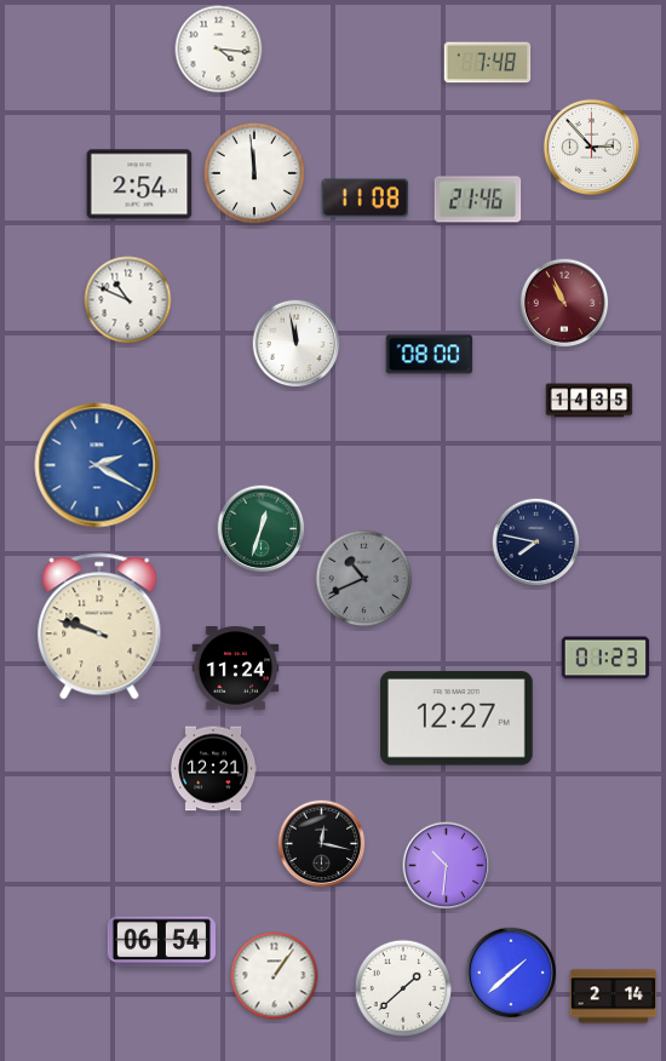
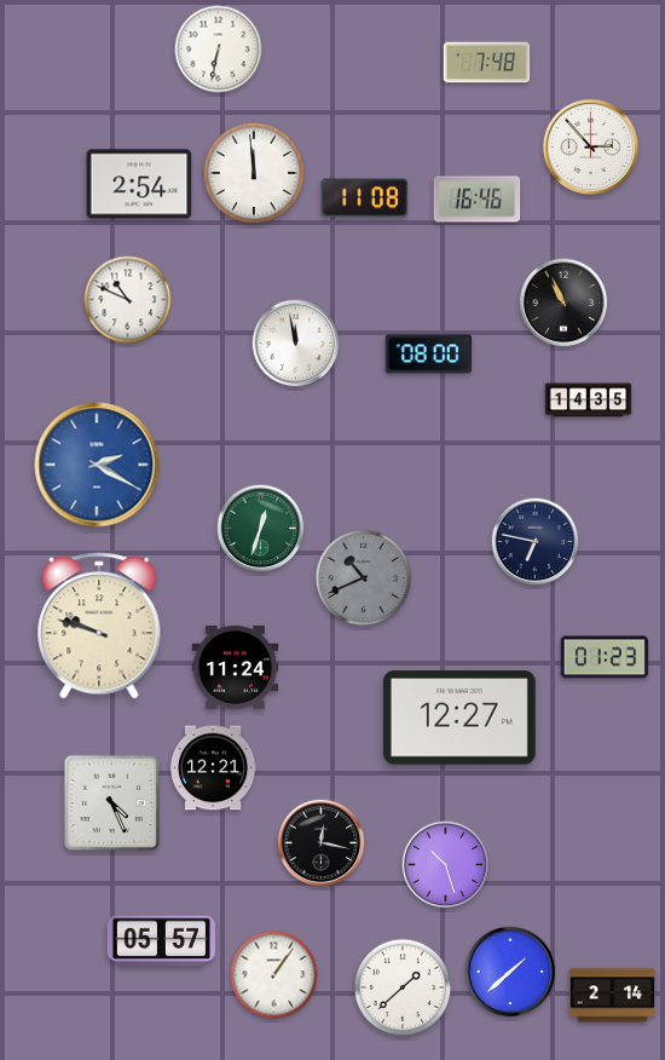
clock at (219, 50): 4:16 -> 6:32
clock at (478, 200): 21:46 -> 16:46
clock at (564, 303) dial: burgundy -> black
clock at (536, 543): 7:47 -> 6:47
clock at (457, 718) position: (457, 718) -> (459, 718)
clock at (112, 803): none -> 4:26
clock at (447, 866): 10:31 -> 10:27
clock at (161, 942): 06:54 -> 05:57
